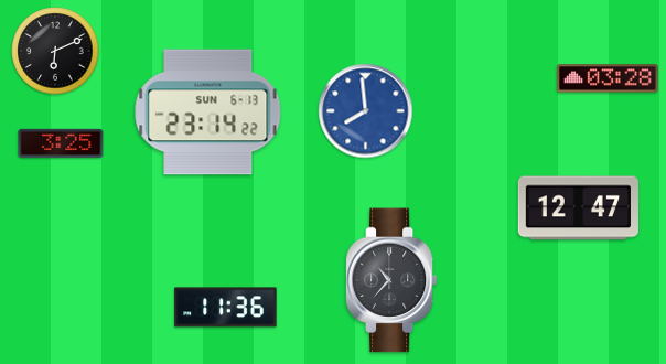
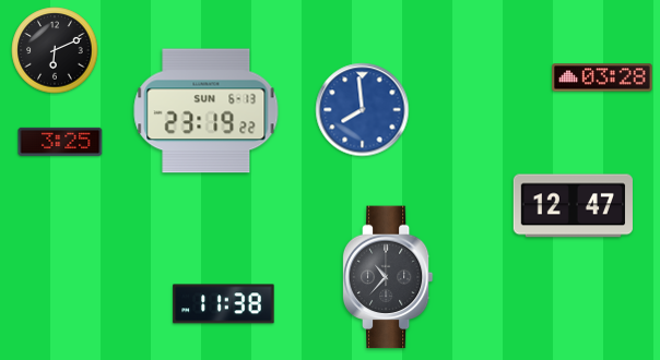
clock at (208, 113): 23:14 -> 23:19
clock at (226, 308): 11:36 -> 11:38
